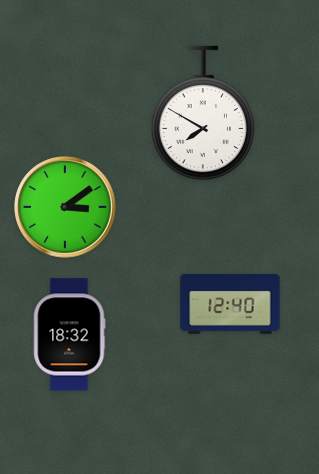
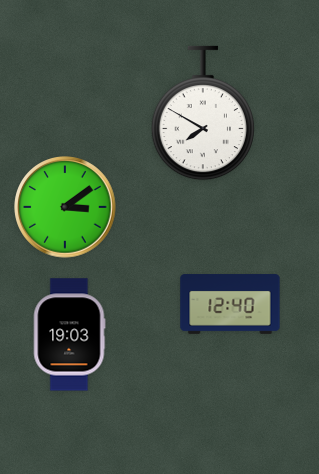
clock at (69, 335): 18:32 -> 19:03
